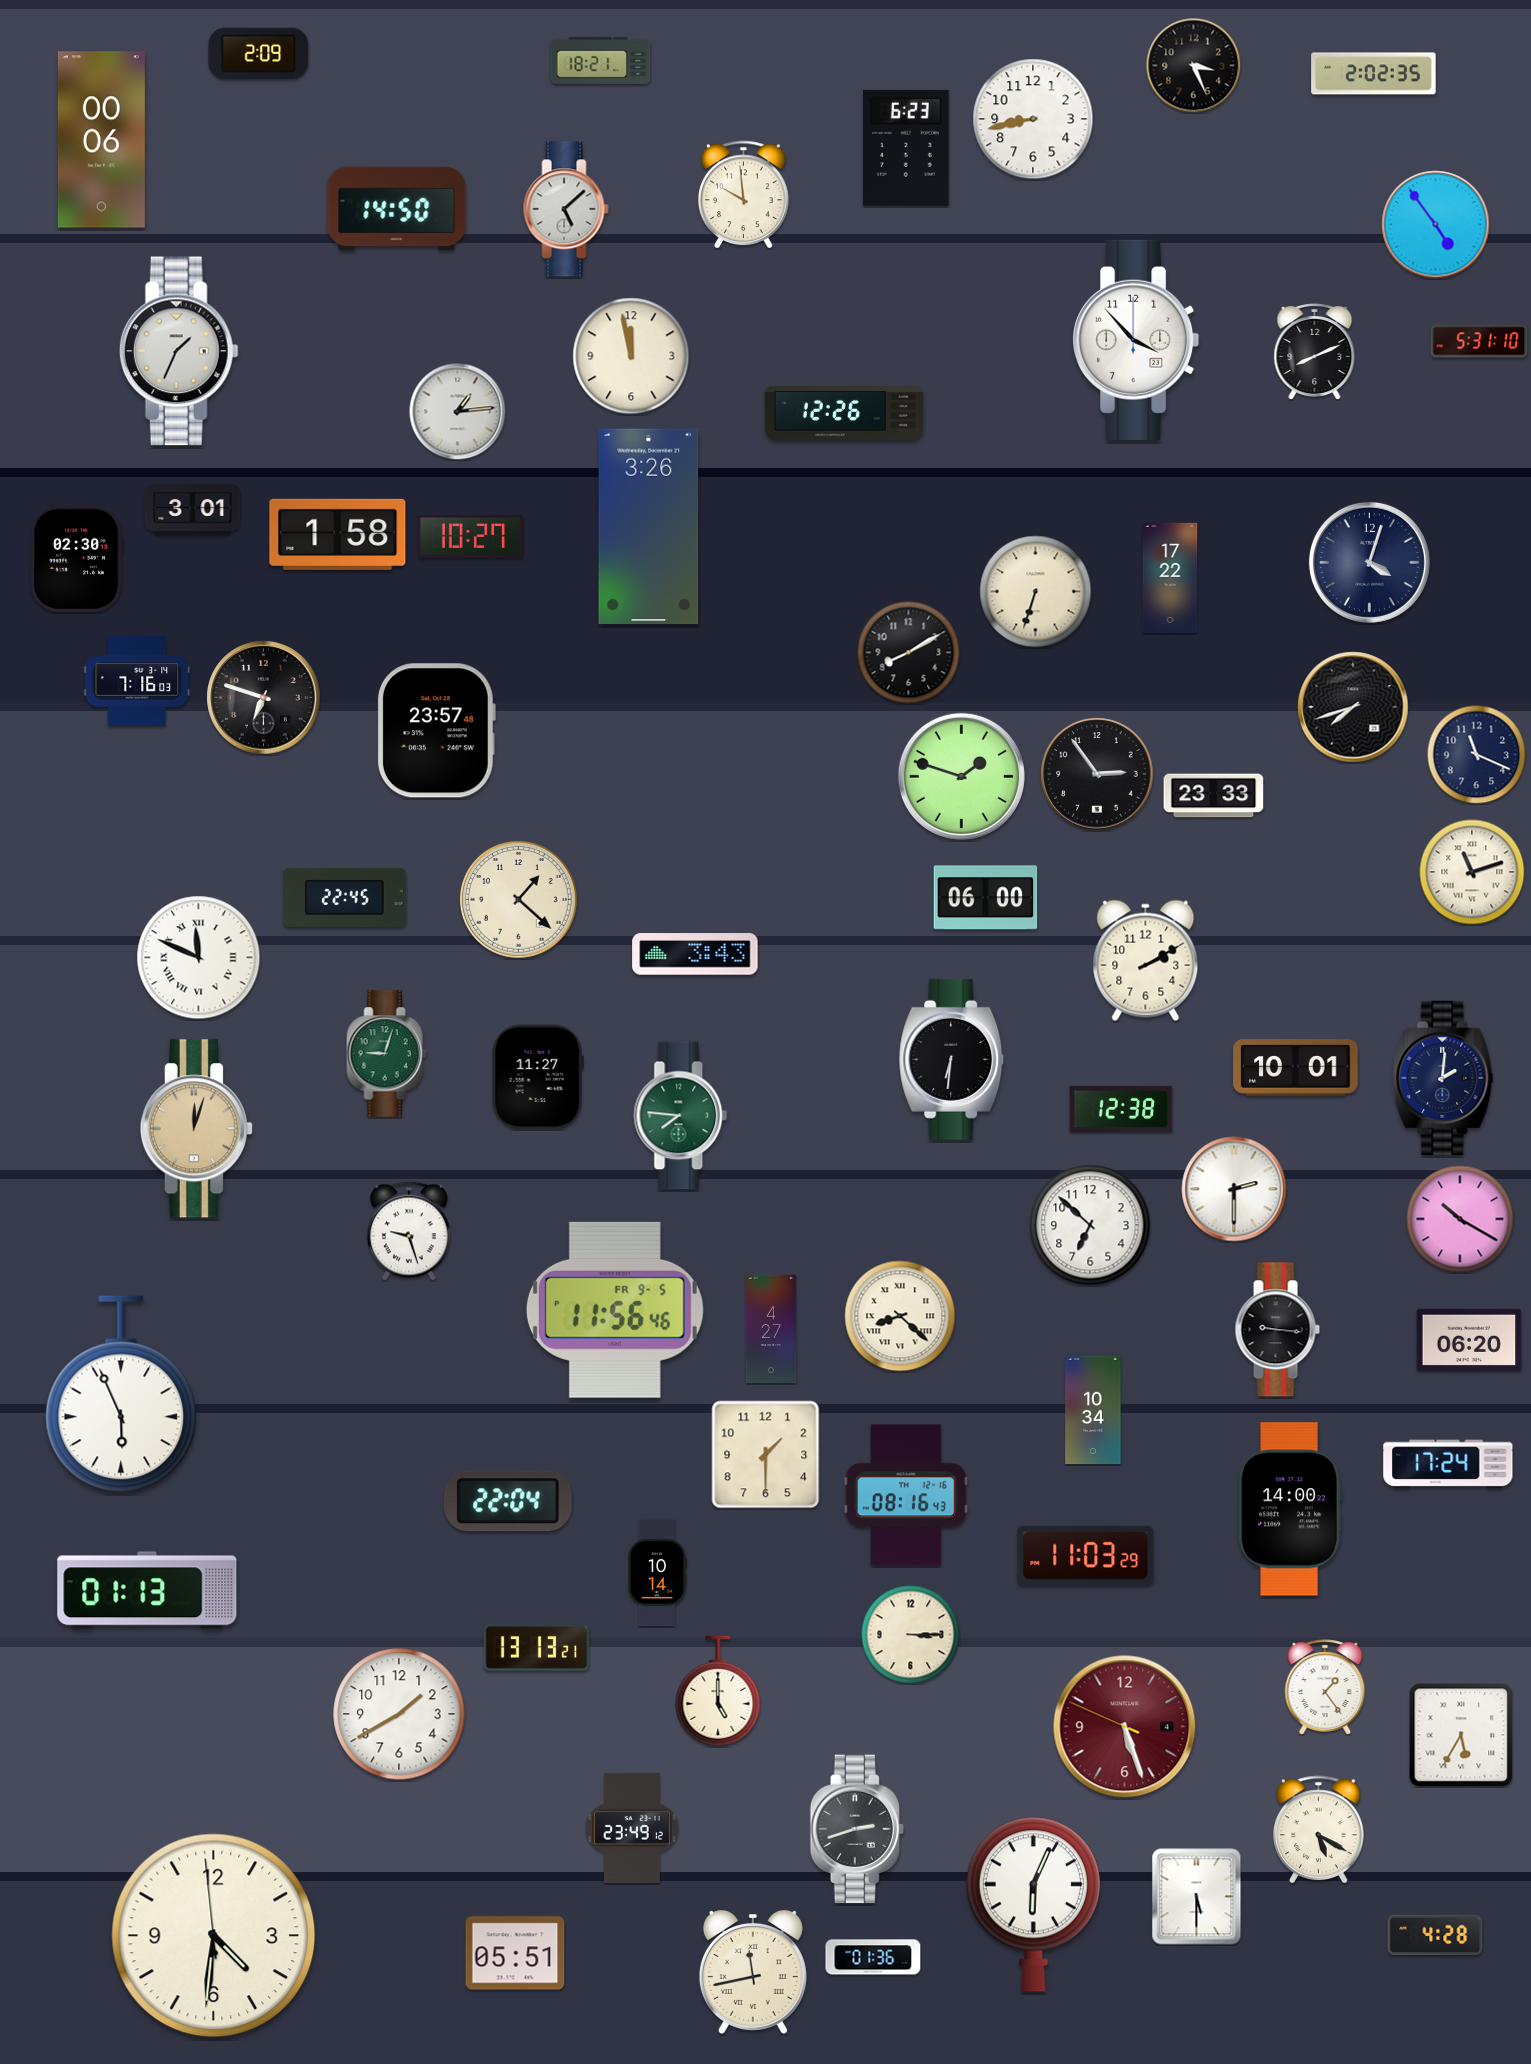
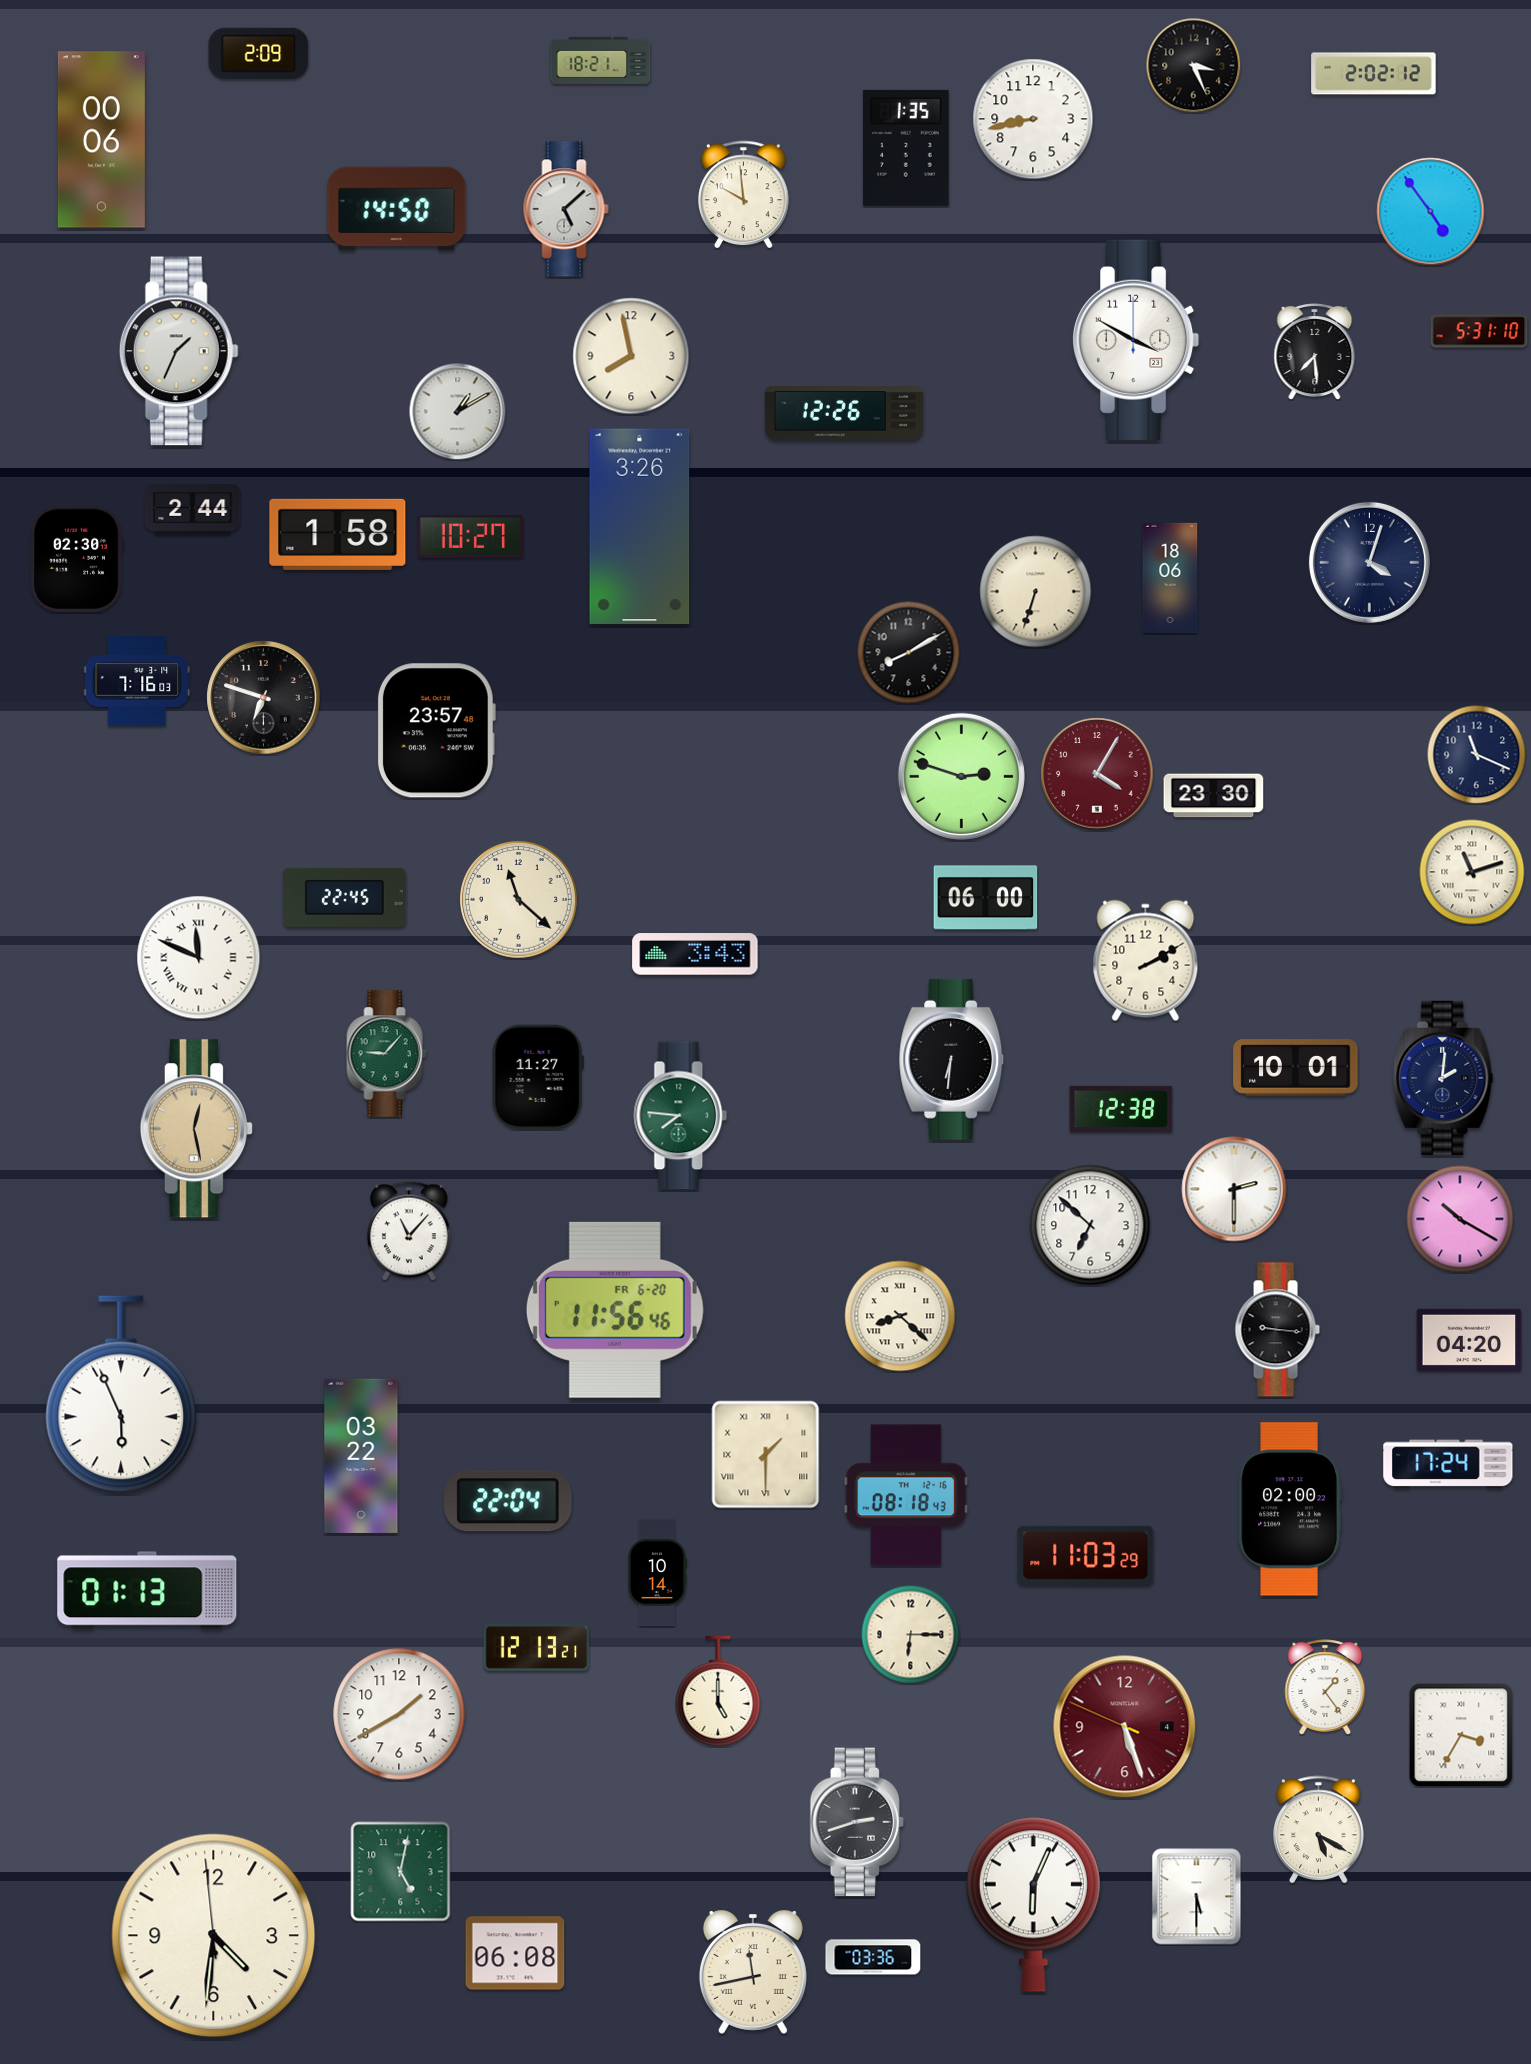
clock at (1374, 74): 2:02:35 -> 2:02:12
clock at (906, 148): 6:23 -> 1:35
clock at (1436, 225) position: (1436, 225) -> (1431, 212)
clock at (1137, 340): 3:53 -> 3:50
clock at (1479, 341) position: (1479, 341) -> (1479, 331)
clock at (1315, 352): 8:11 -> 7:29
clock at (631, 356): 11:58 -> 7:58
clock at (458, 412): 1:14 -> 1:10
clock at (193, 510): 3:01 -> 2:44
clock at (649, 527) position: (649, 527) -> (640, 527)
clock at (1170, 577): 17:22 -> 18:06
clock at (1353, 707): 7:42 -> none
clock at (1097, 774): 2:54 -> 4:05
clock at (1097, 774) dial: black -> burgundy
clock at (961, 776): 1:48 -> 2:48
clock at (1214, 796): 23:33 -> 23:30
clock at (519, 900): 1:22 -> 11:22
clock at (387, 1054): 9:03 -> 9:07
clock at (196, 1129): 12:03 -> 12:28
clock at (410, 1231): 9:27 -> 11:07
clock at (615, 1310) date: FR 9-5 -> FR 6-20
clock at (771, 1329): 4:27 -> none
clock at (1469, 1340): 06:20 -> 04:20
clock at (1093, 1410): 10:34 -> none
clock at (361, 1455): none -> 03:22
clock at (766, 1455) numerals: Arabic -> Roman
clock at (906, 1495): 08:16 -> 08:18
clock at (1290, 1509): 14:00 -> 02:00
clock at (911, 1635): 3:15 -> 6:15
clock at (537, 1648): 13:13 -> 12:13
clock at (1461, 1735): 5:35 -> 3:35
clock at (633, 1828): 23:49 -> none
clock at (857, 1829) position: (857, 1829) -> (857, 1822)
clock at (401, 1872): none -> 5:02
clock at (1435, 1935): 4:28 -> none
clock at (515, 1953): 05:51 -> 06:08
clock at (873, 1957): 01:36 -> 03:36
